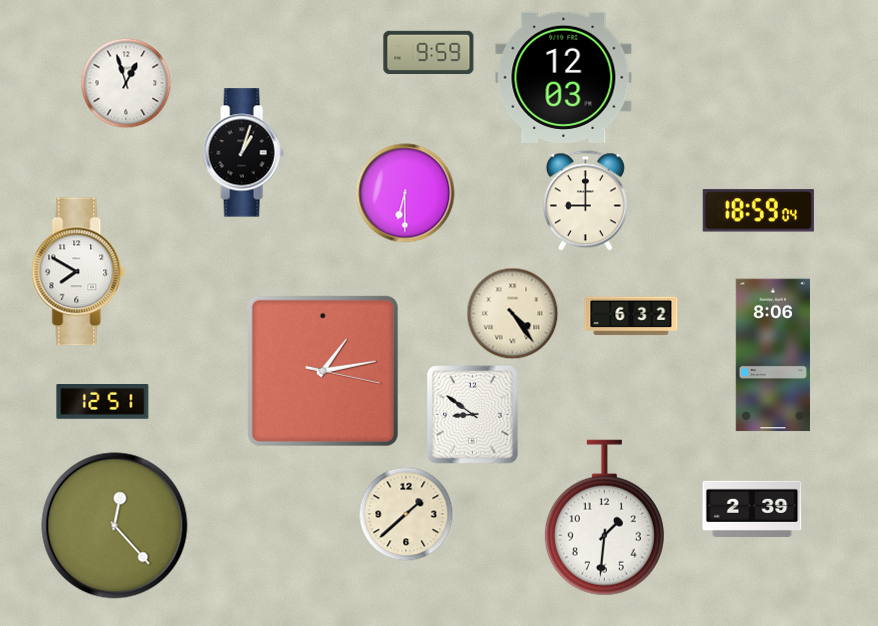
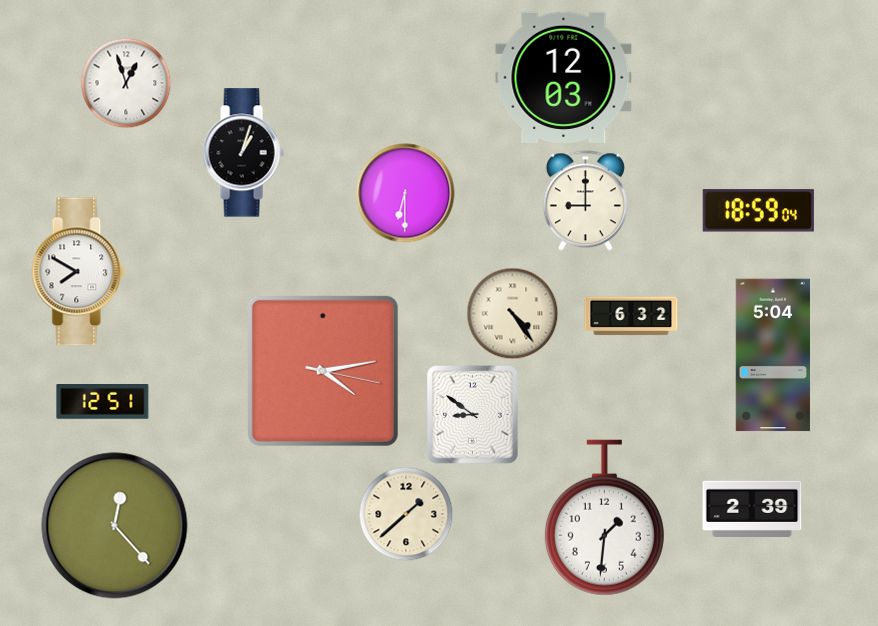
clock at (429, 52): 9:59 -> none
clock at (772, 355): 8:06 -> 5:04
clock at (323, 371): 1:13 -> 4:13
